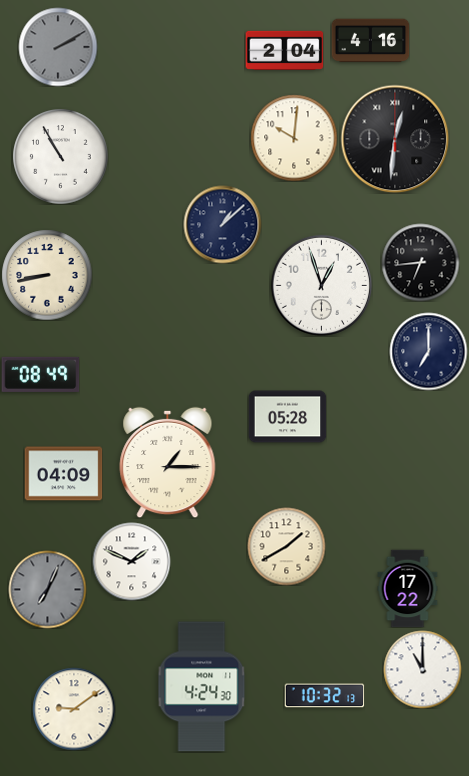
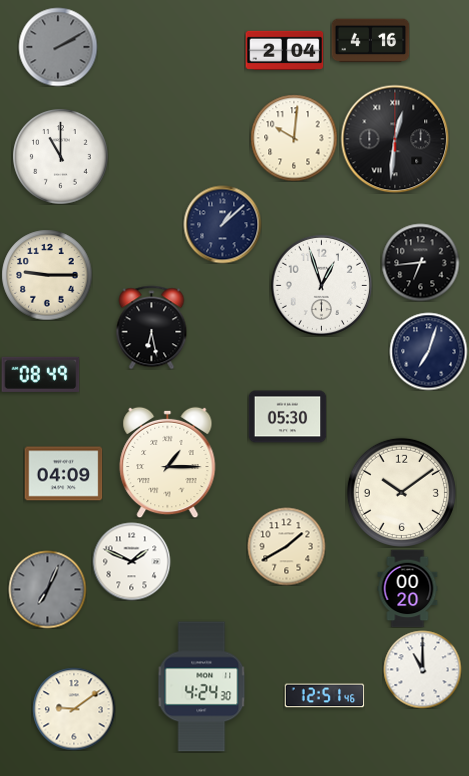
clock at (60, 156): 10:55 -> 11:00
clock at (47, 275): 8:43 -> 9:15
clock at (152, 327): none -> 6:28
clock at (428, 351): 7:00 -> 7:03
clock at (287, 417): 05:28 -> 05:30
clock at (401, 492): none -> 10:09
clock at (408, 588): 17:22 -> 00:20
clock at (324, 696): 10:32 -> 12:51
